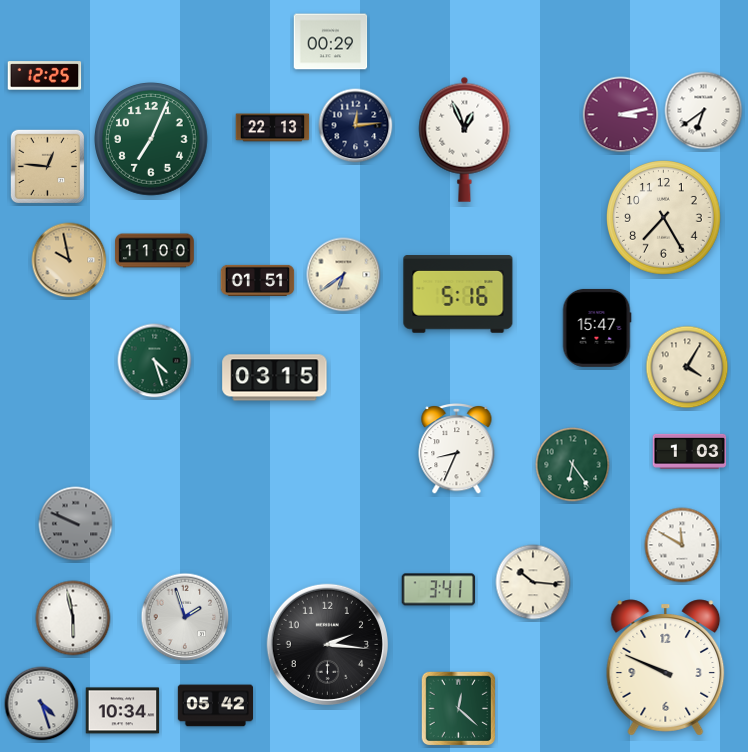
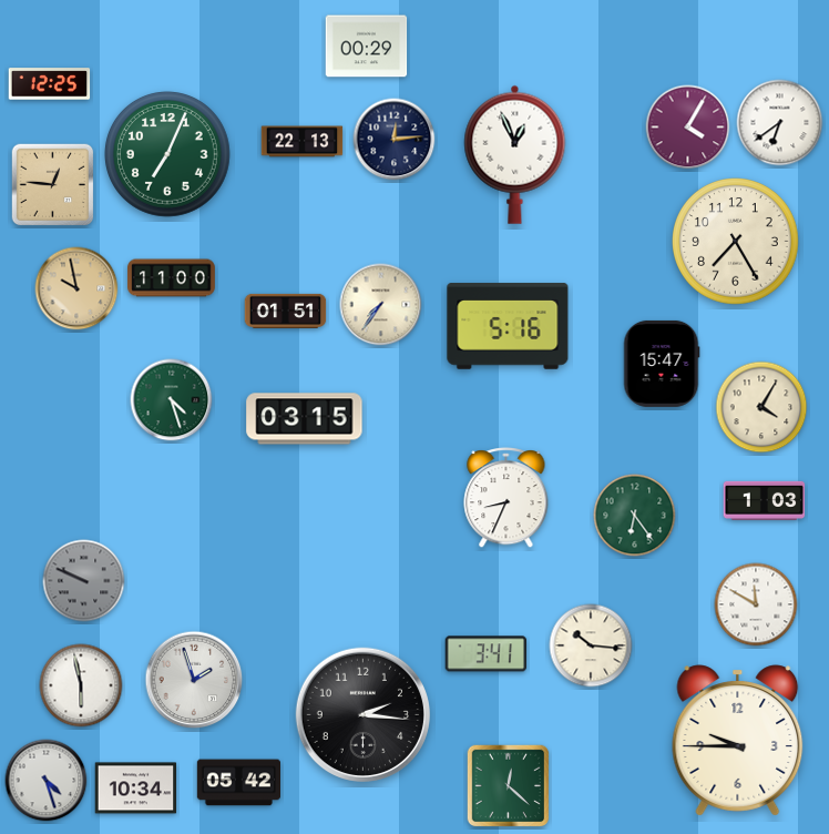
clock at (621, 115): 3:13 -> 4:05
clock at (344, 275): 6:39 -> 7:36
clock at (185, 617) position: (185, 617) -> (194, 680)
clock at (666, 668): 9:49 -> 9:45
